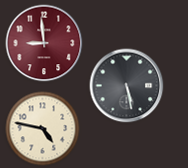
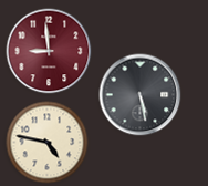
clock at (44, 43) position: (44, 43) -> (49, 51)
